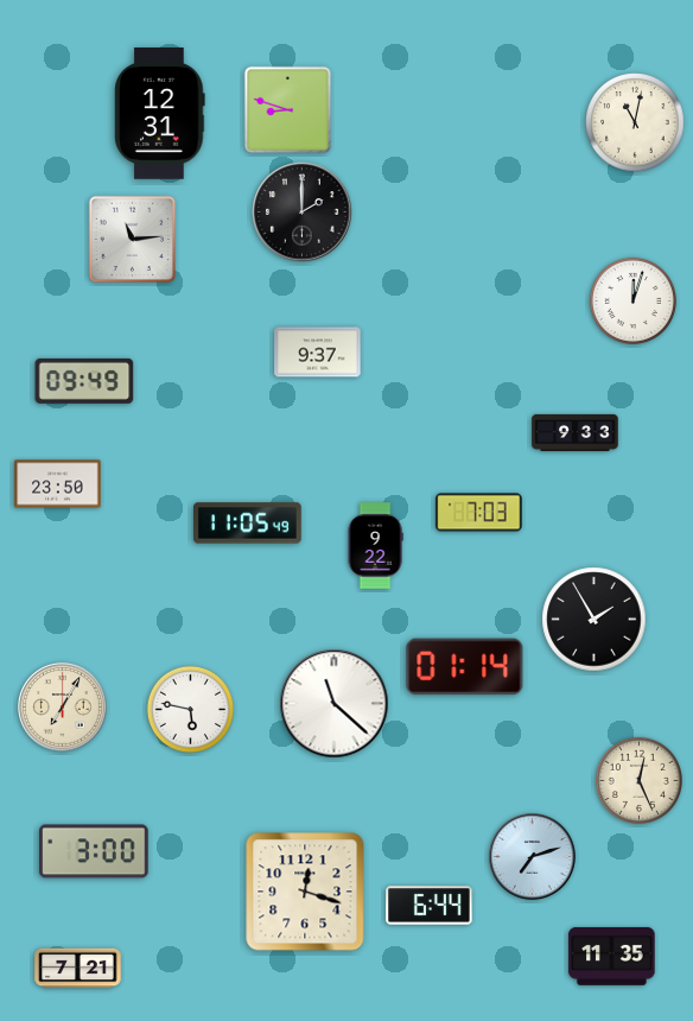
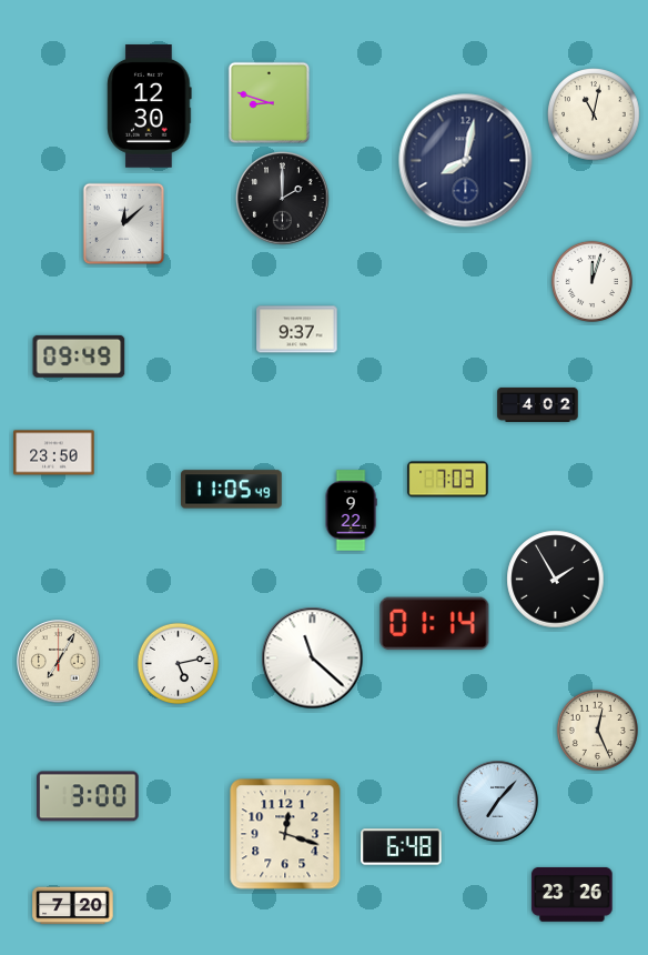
clock at (160, 114): 12:31 -> 12:30
clock at (466, 161): none -> 8:02
clock at (133, 240): 11:14 -> 12:08
clock at (576, 432): 9:33 -> 4:02
clock at (190, 709): 5:47 -> 5:13
clock at (533, 857): 7:12 -> 7:07
clock at (430, 906): 6:44 -> 6:48
clock at (612, 956): 11:35 -> 23:26
clock at (78, 969): 7:21 -> 7:20
